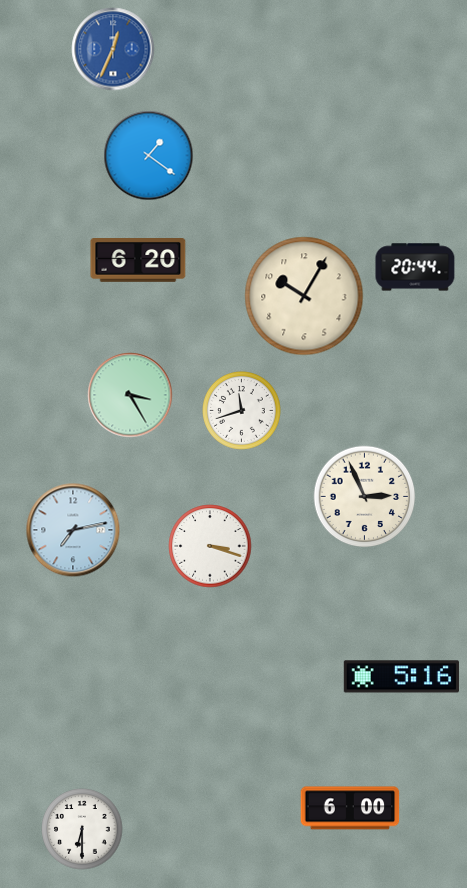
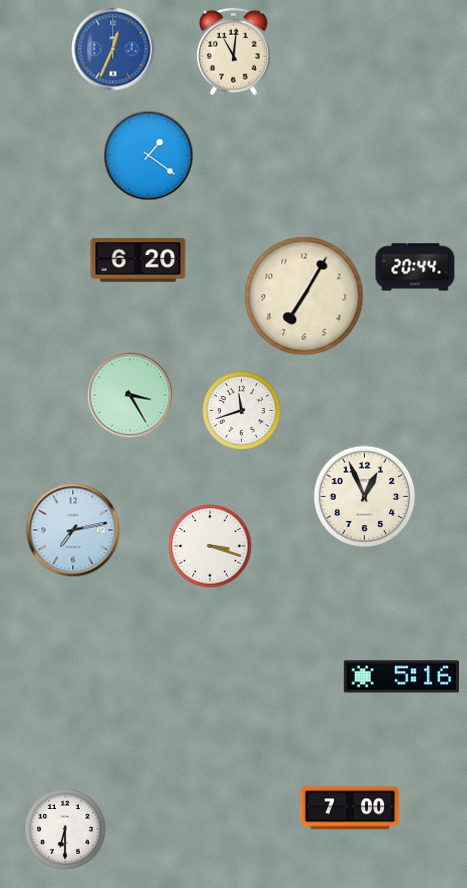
clock at (234, 52): none -> 11:01
clock at (304, 296): 10:05 -> 7:05
clock at (365, 497): 2:56 -> 12:56
clock at (350, 808): 6:00 -> 7:00
clock at (82, 829) position: (82, 829) -> (65, 829)
